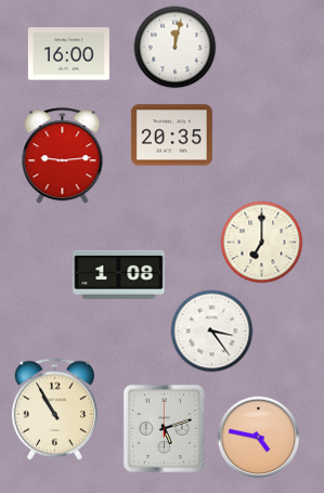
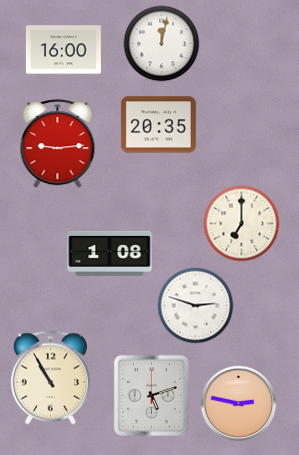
clock at (212, 332): 3:24 -> 2:48
clock at (259, 438): 4:47 -> 2:47
